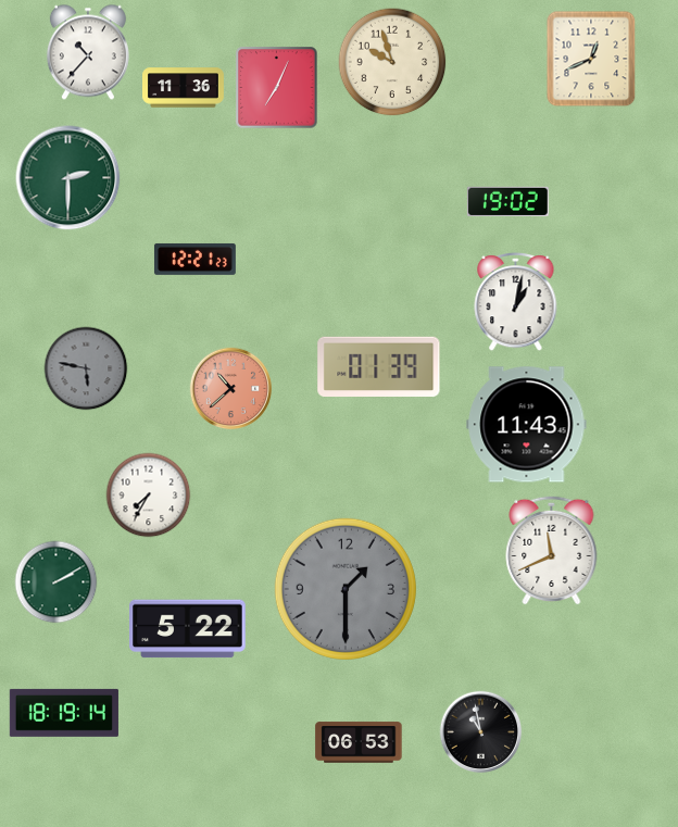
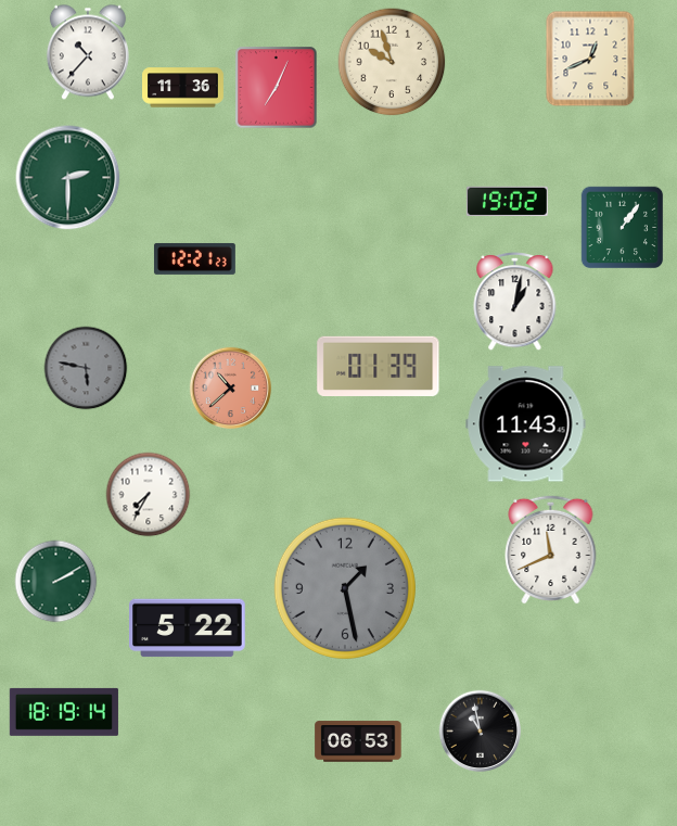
clock at (623, 228): none -> 1:06
clock at (346, 589): 1:30 -> 1:28
